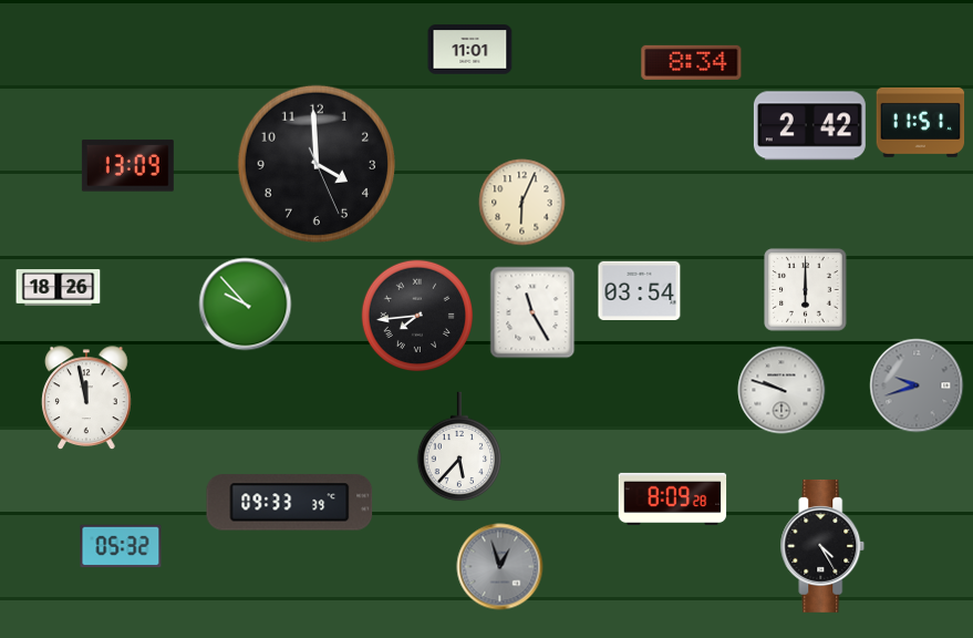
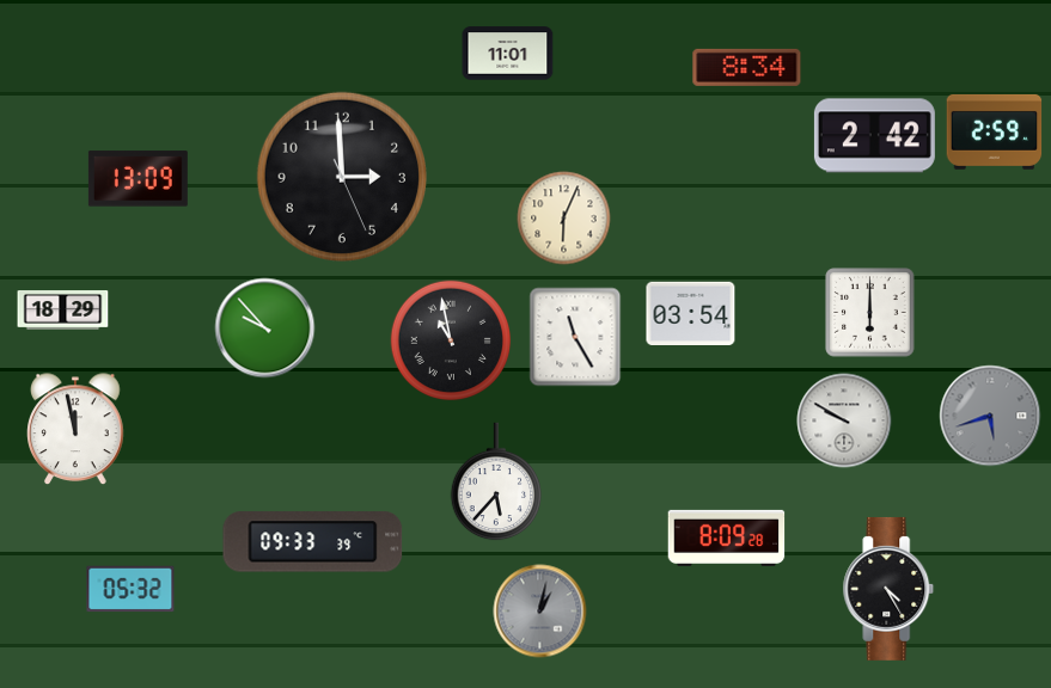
clock at (921, 122): 11:51 -> 2:59
clock at (315, 163): 3:59 -> 2:59
clock at (59, 288): 18:26 -> 18:29
clock at (417, 316): 7:44 -> 10:58
clock at (917, 385): 9:42 -> 5:42
clock at (781, 390): 9:48 -> 9:50
clock at (86, 399) position: (86, 399) -> (75, 430)
clock at (500, 567): 12:57 -> 1:02
